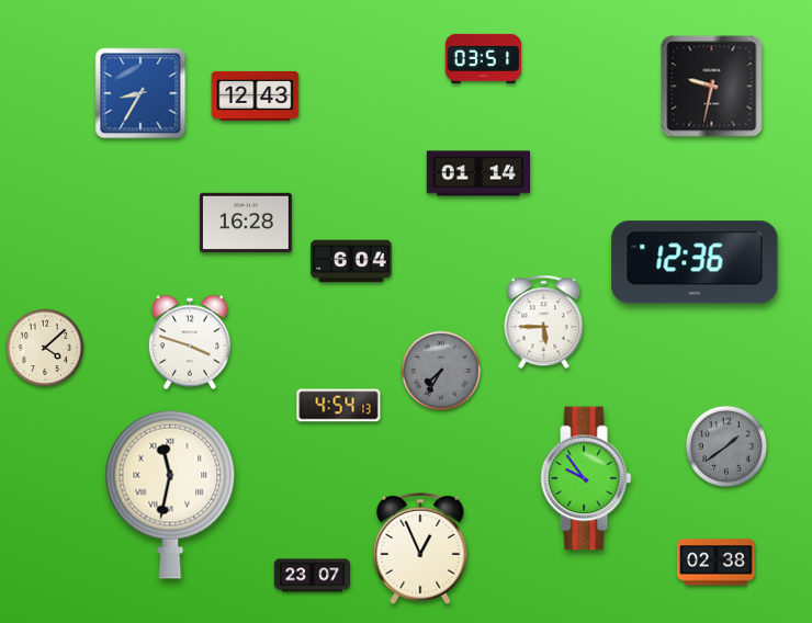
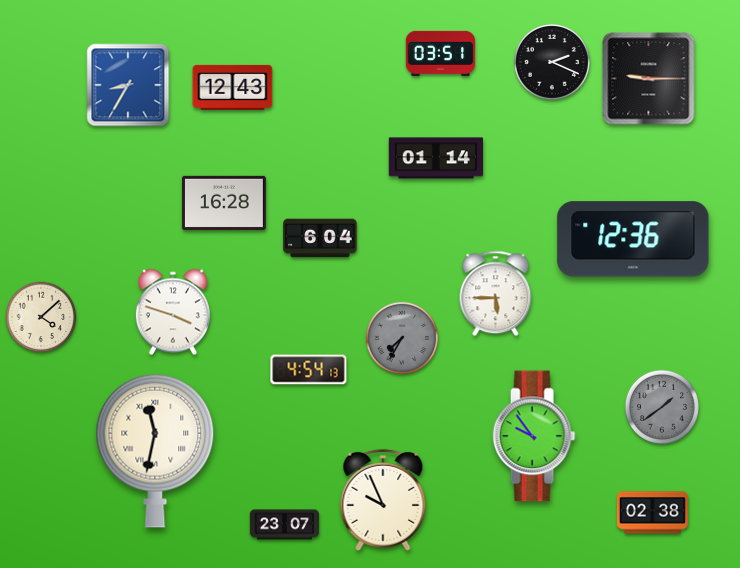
clock at (552, 62): none -> 2:19
clock at (712, 87): 9:32 -> 9:15
clock at (420, 548): 12:56 -> 9:56
